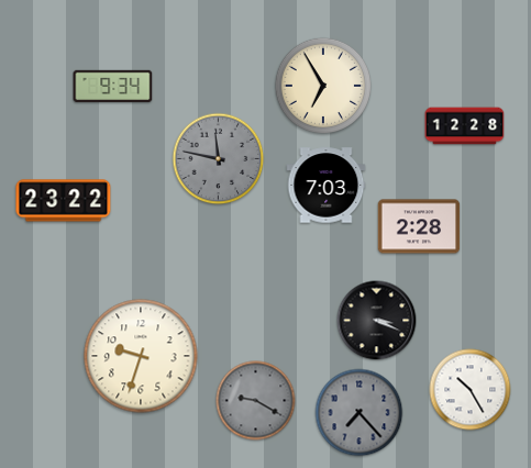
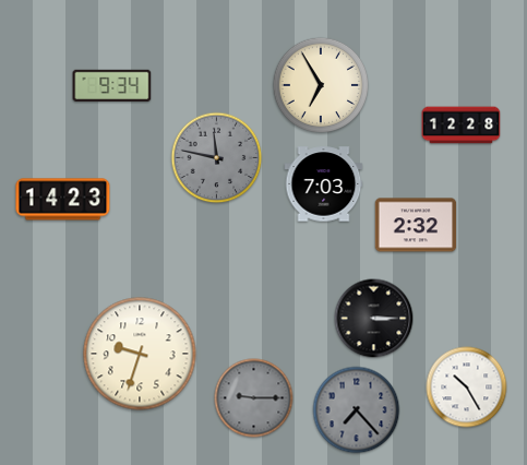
clock at (64, 201): 23:22 -> 14:23
clock at (419, 226): 2:28 -> 2:32
clock at (377, 321): 3:19 -> 3:15
clock at (256, 401): 9:20 -> 9:15
